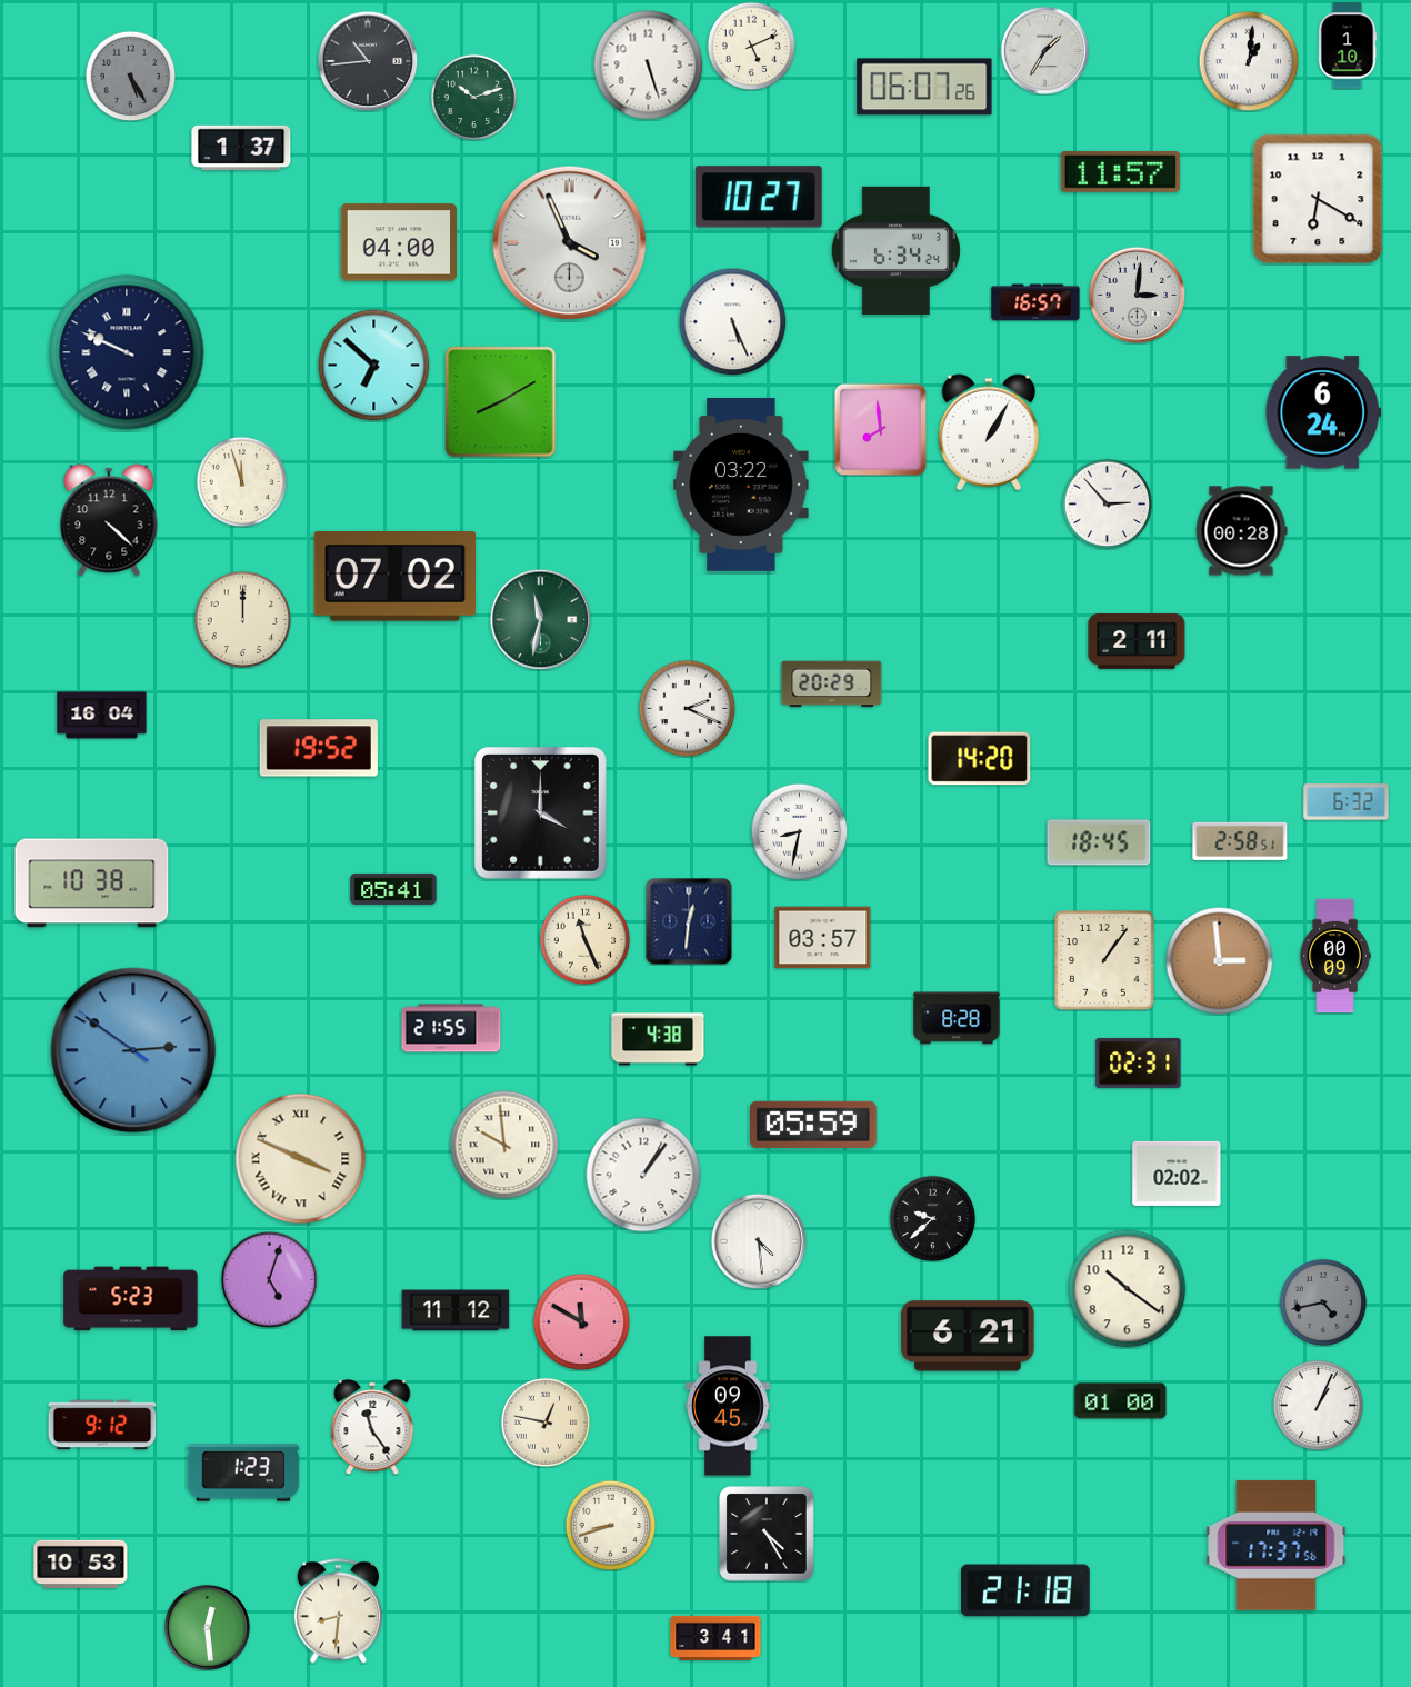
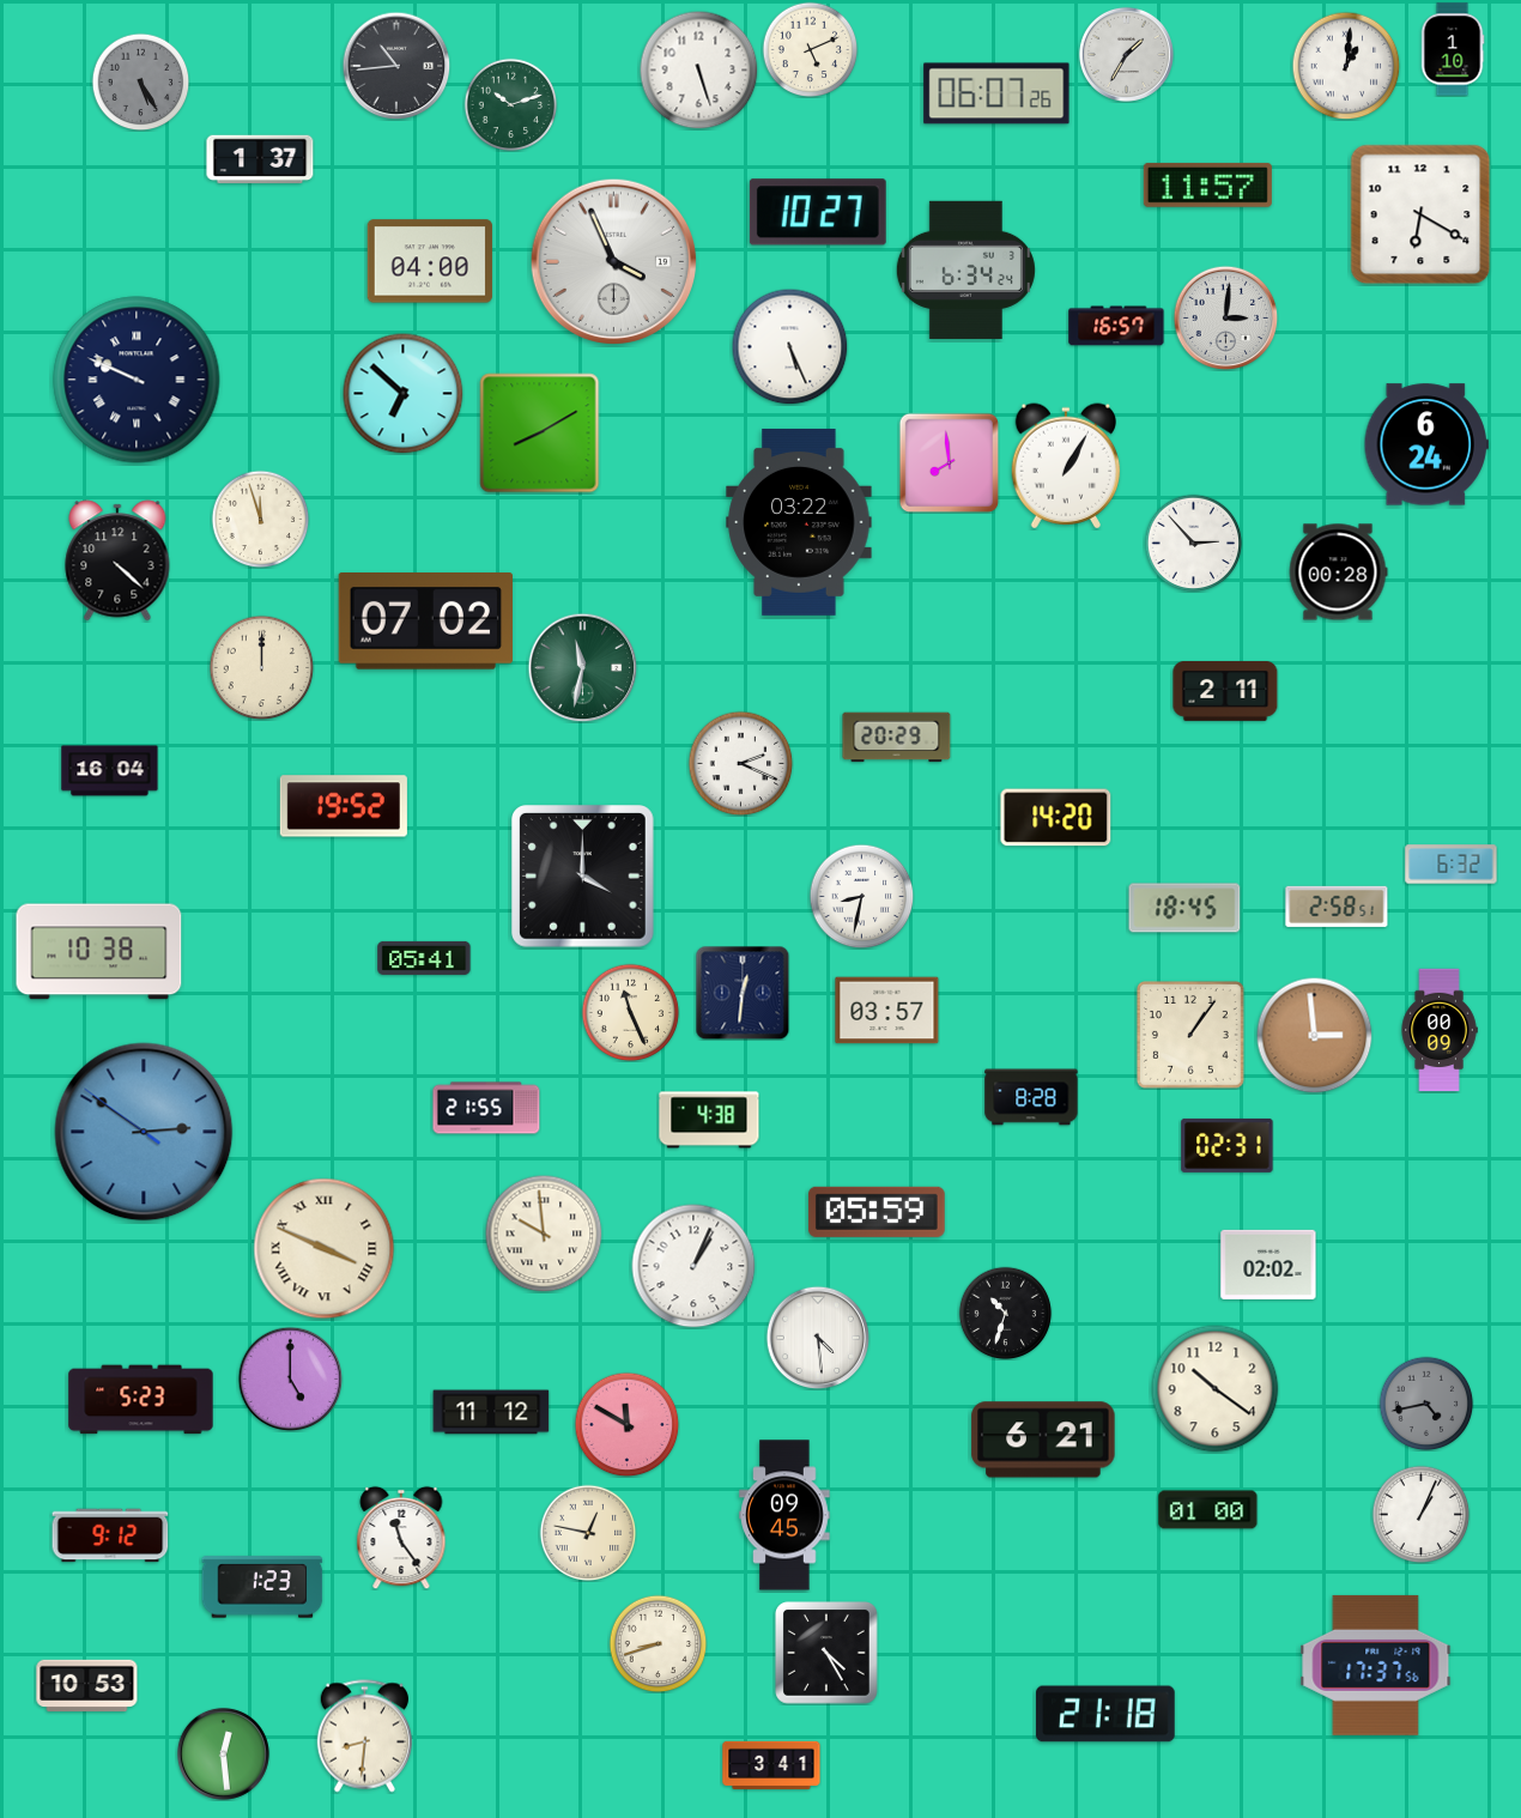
clock at (643, 1175): 1:06 -> 1:04
clock at (932, 1218): 9:38 -> 10:33
clock at (269, 1279): 5:03 -> 5:00
